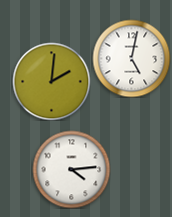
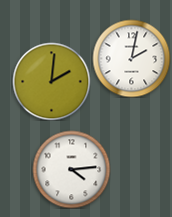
clock at (131, 58): 5:02 -> 2:02
